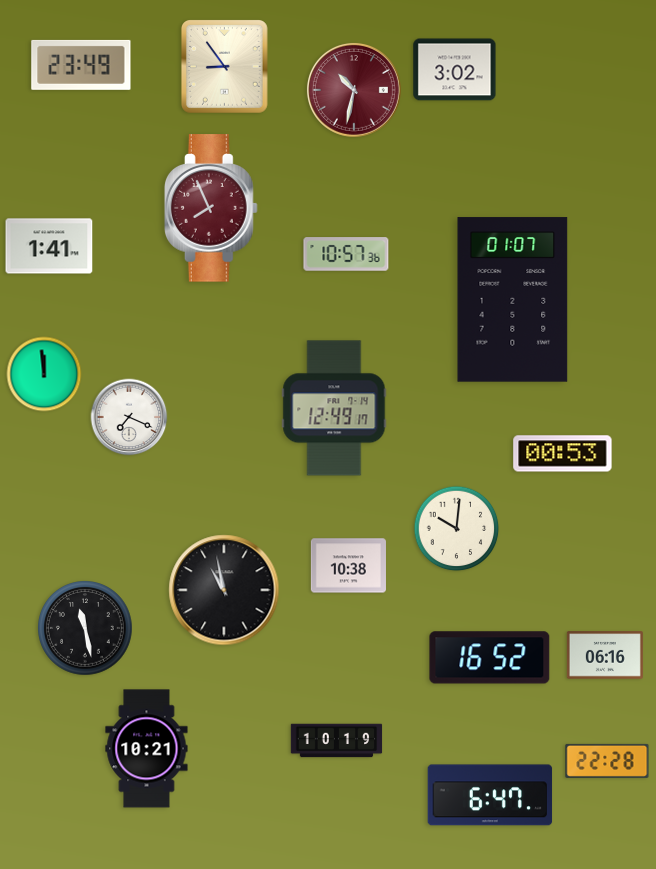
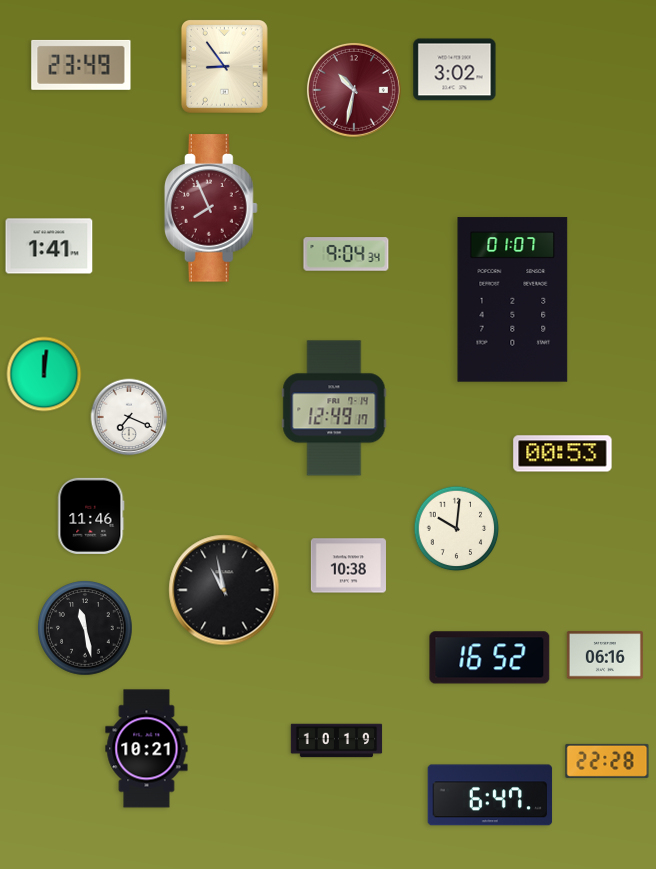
clock at (346, 254): 10:57 -> 9:04
clock at (44, 374): 11:59 -> 12:01
clock at (91, 516): none -> 11:46
